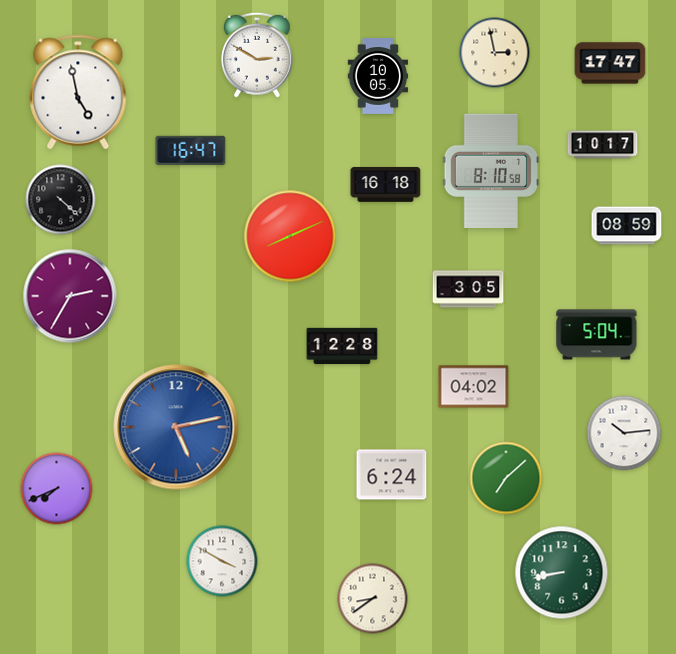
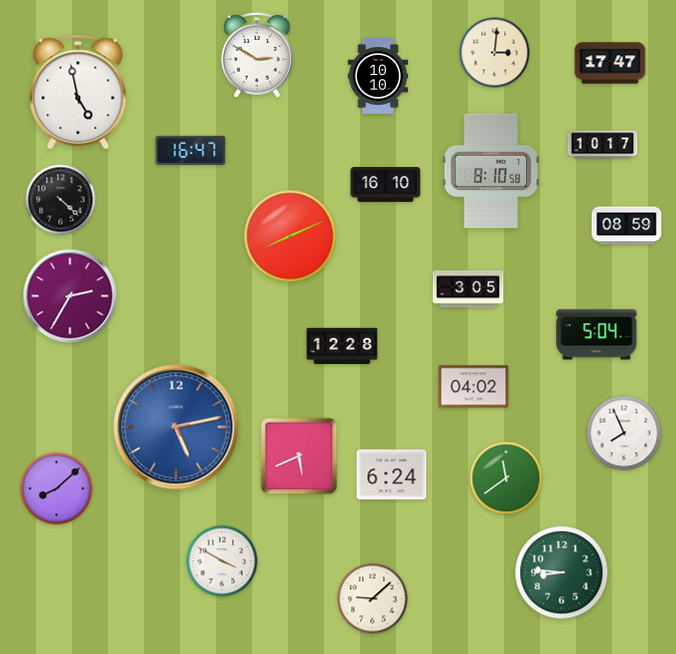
clock at (495, 53): 2:58 -> 3:01
clock at (378, 77): 10:05 -> 10:10
clock at (386, 184): 16:18 -> 16:10
clock at (624, 433): 10:14 -> 7:56
clock at (299, 456): none -> 5:41
clock at (506, 478): 7:08 -> 11:39
clock at (57, 489): 7:41 -> 8:08
clock at (562, 573): 8:43 -> 8:46
clock at (373, 599): 8:39 -> 9:08
